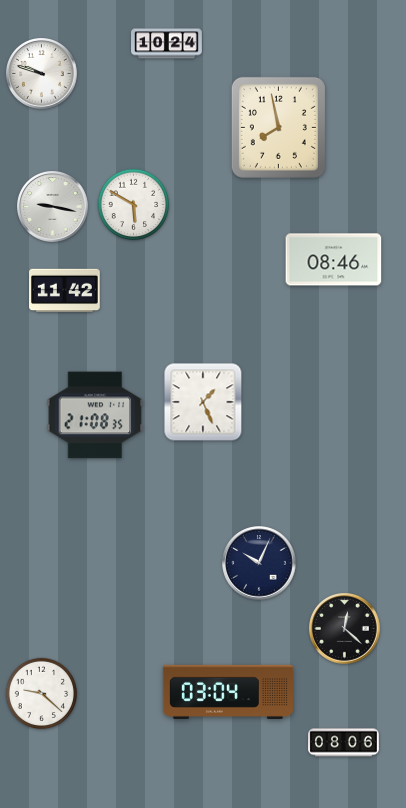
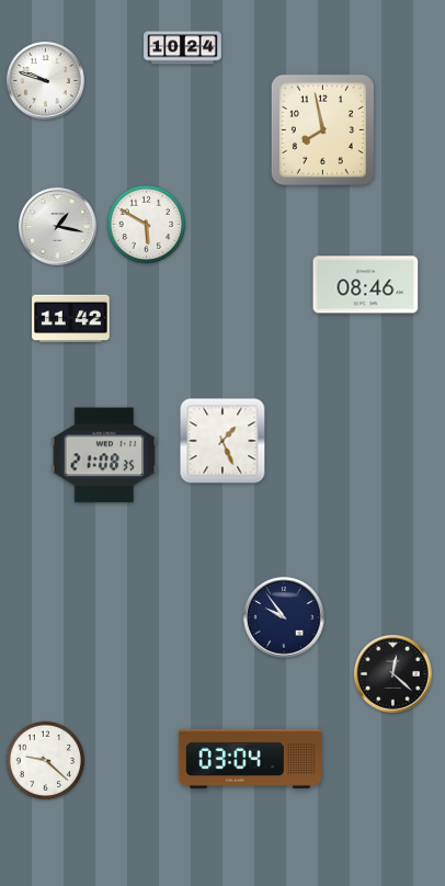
clock at (278, 127) position: (278, 127) -> (322, 129)
clock at (53, 207): 9:17 -> 1:17
clock at (259, 563): 10:04 -> 9:54
clock at (345, 629) position: (345, 629) -> (393, 674)
clock at (344, 743): 08:06 -> none
